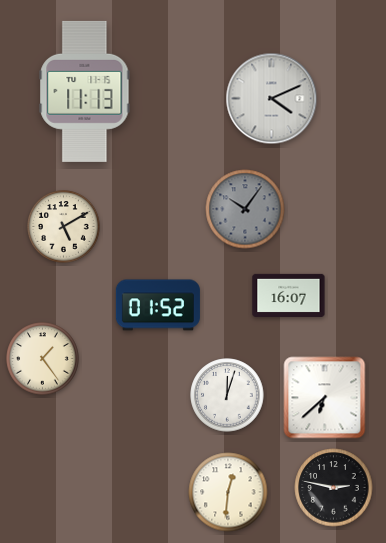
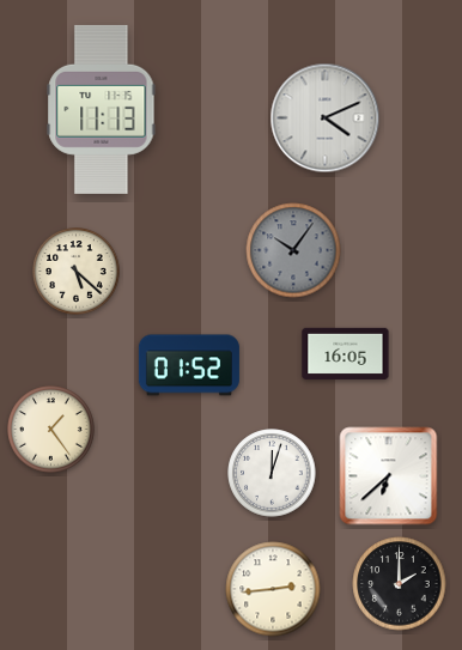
clock at (64, 227): 5:10 -> 5:22
clock at (289, 295): 16:07 -> 16:05
clock at (334, 488): 2:47 -> 2:00
clock at (228, 492): 12:31 -> 2:44
